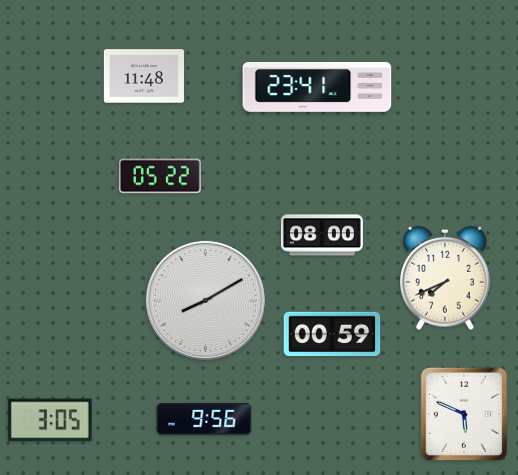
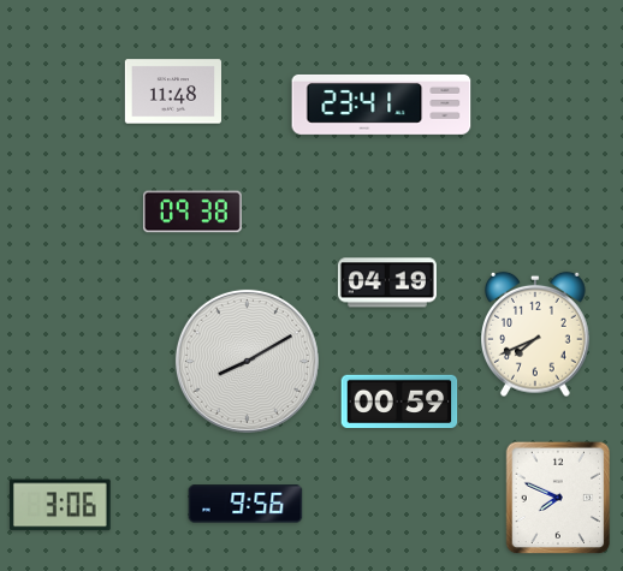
clock at (160, 176): 05:22 -> 09:38
clock at (322, 235): 08:00 -> 04:19
clock at (464, 414): 5:49 -> 7:49
clock at (50, 420): 3:05 -> 3:06
